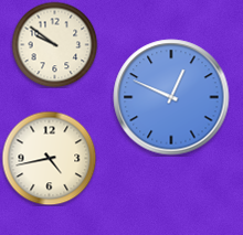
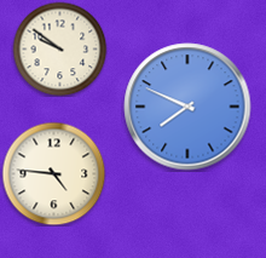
clock at (171, 97): 12:49 -> 7:49
clock at (49, 158): 4:43 -> 4:46
